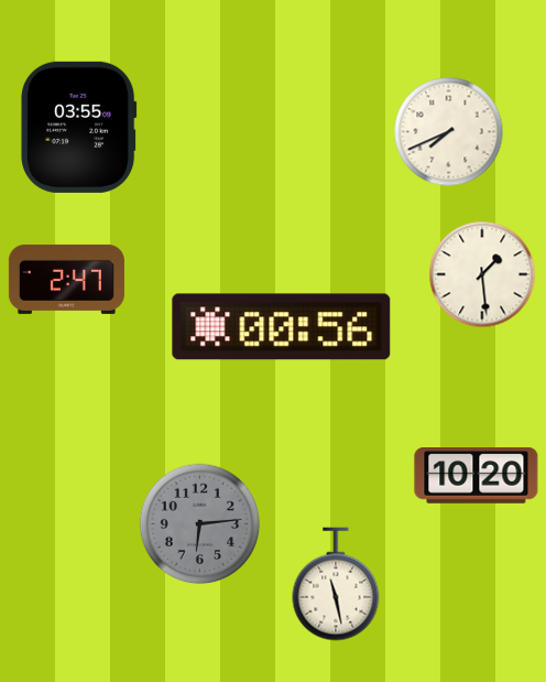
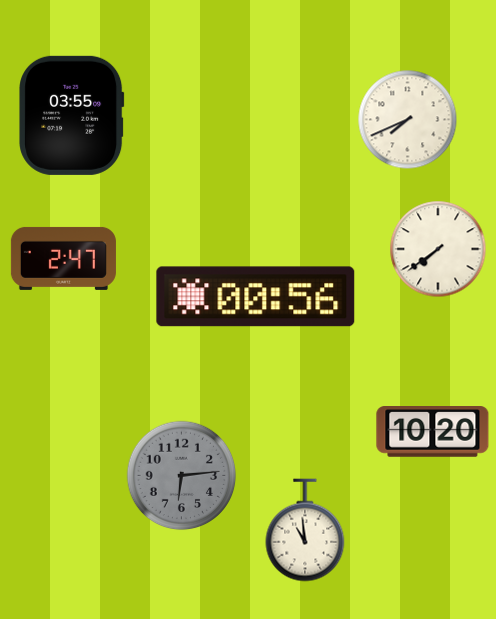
clock at (482, 274): 1:29 -> 7:39
clock at (66, 279) position: (66, 279) -> (63, 258)
clock at (336, 584): 11:28 -> 10:59
